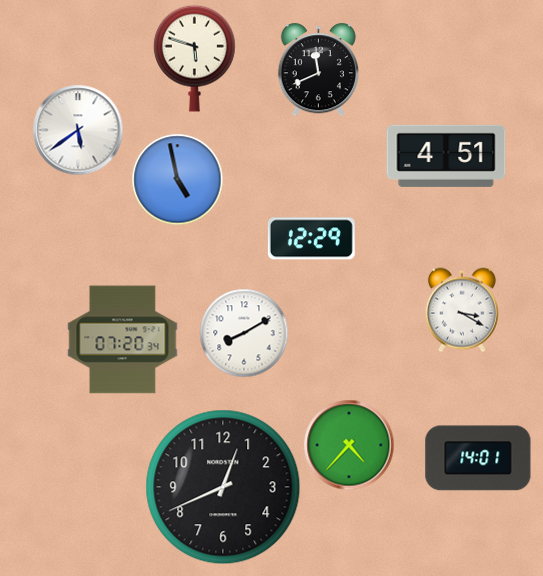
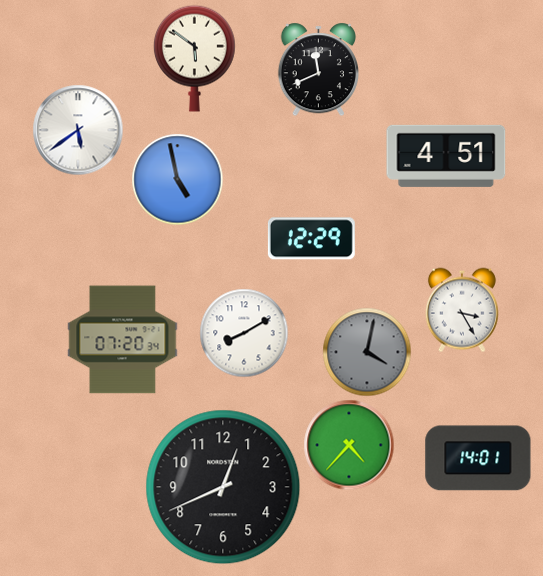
clock at (194, 58): 5:48 -> 5:51
clock at (462, 310): 3:20 -> 3:25
clock at (367, 352): none -> 4:02
